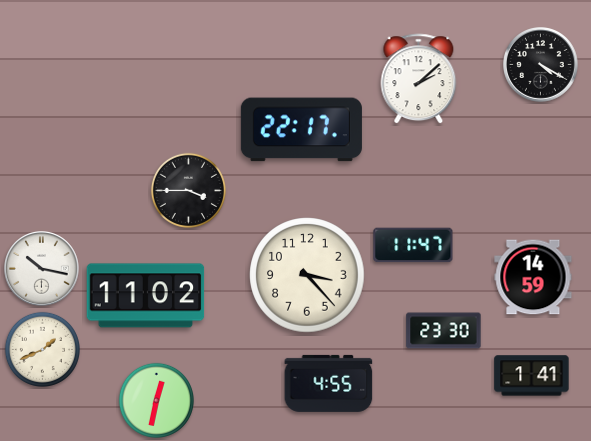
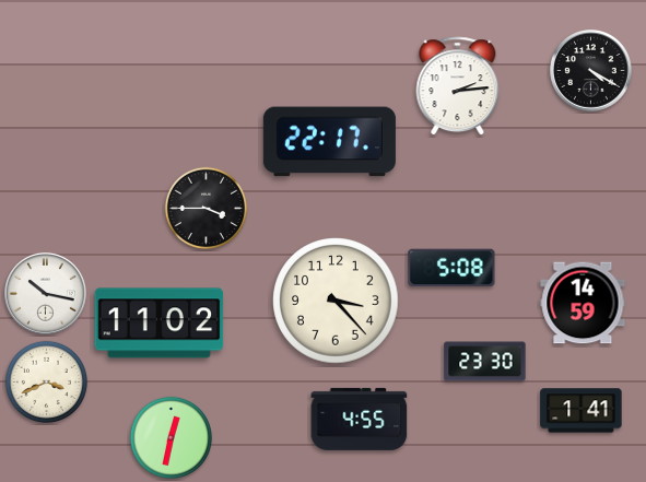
clock at (419, 79): 2:08 -> 2:14
clock at (413, 245): 11:47 -> 5:08
clock at (42, 349): 1:41 -> 3:41
